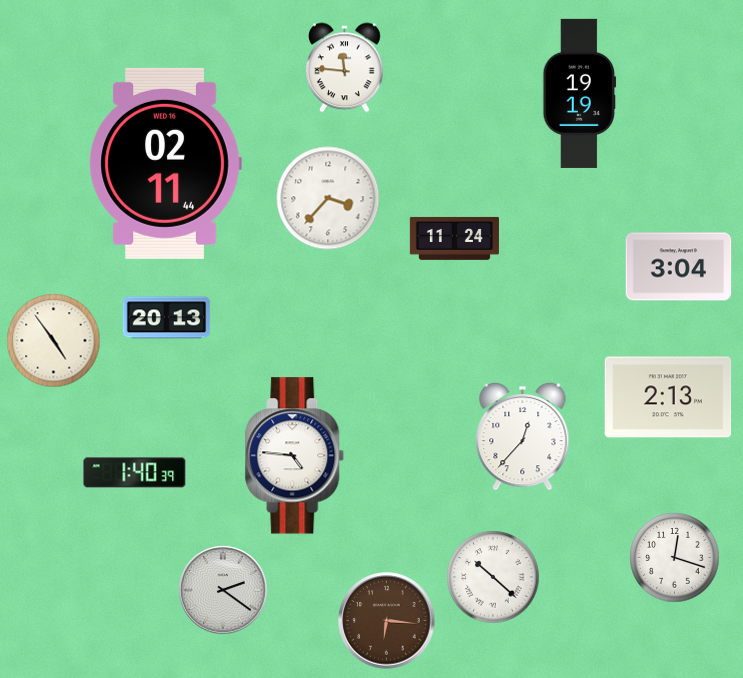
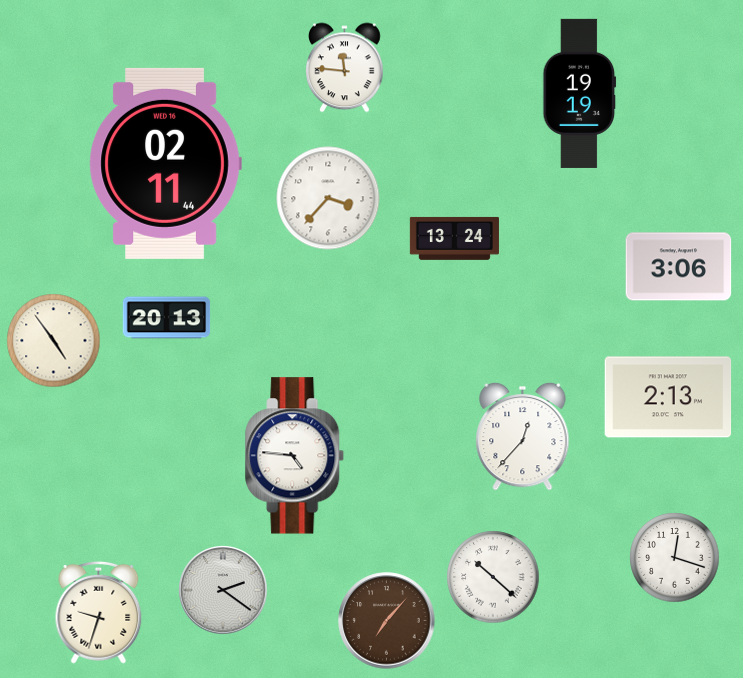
clock at (454, 238): 11:24 -> 13:24
clock at (679, 267): 3:04 -> 3:06
clock at (135, 473): 1:40 -> none
clock at (99, 612): none -> 9:33
clock at (387, 621): 6:16 -> 7:07
